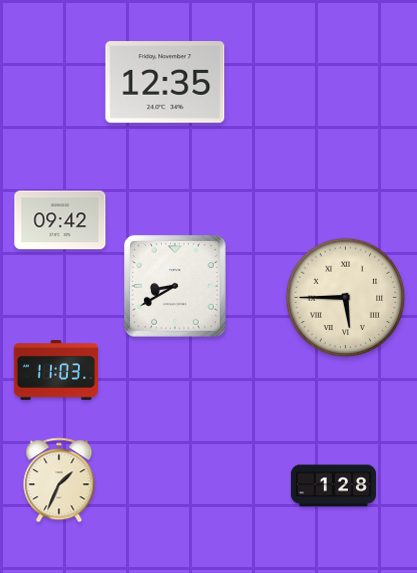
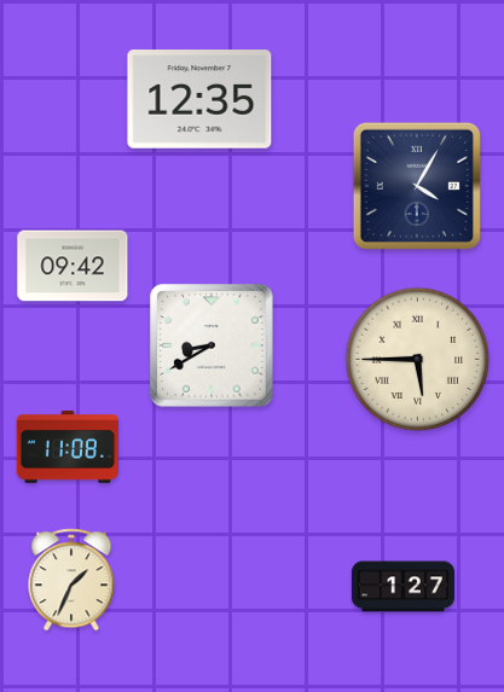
clock at (417, 186): none -> 4:05
clock at (55, 370): 11:03 -> 11:08
clock at (333, 486): 1:28 -> 1:27
